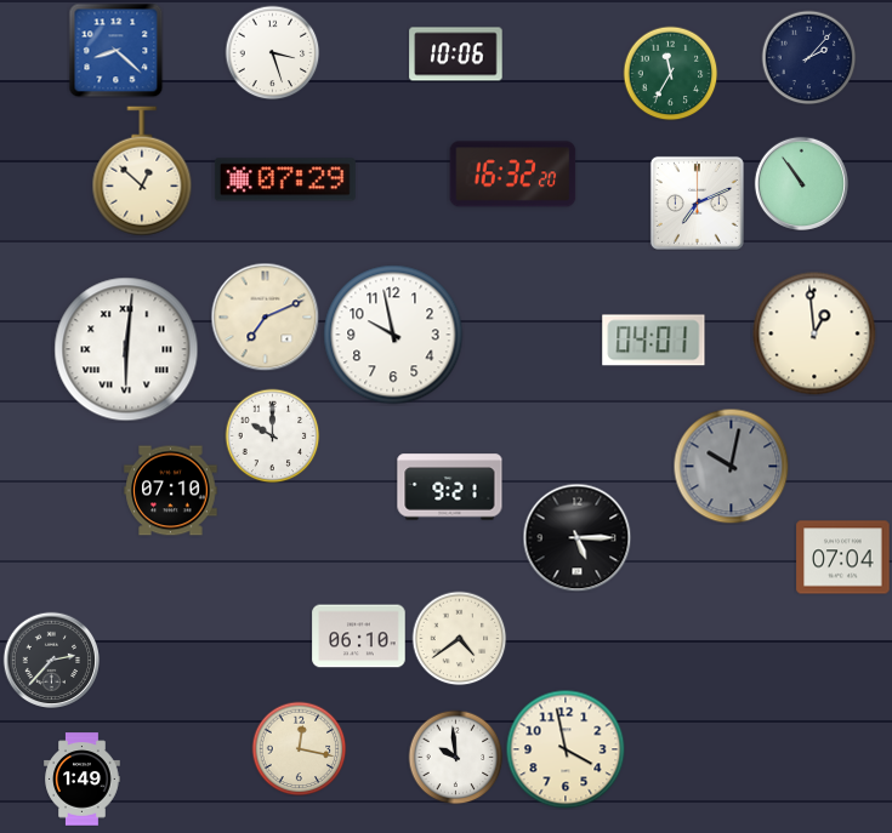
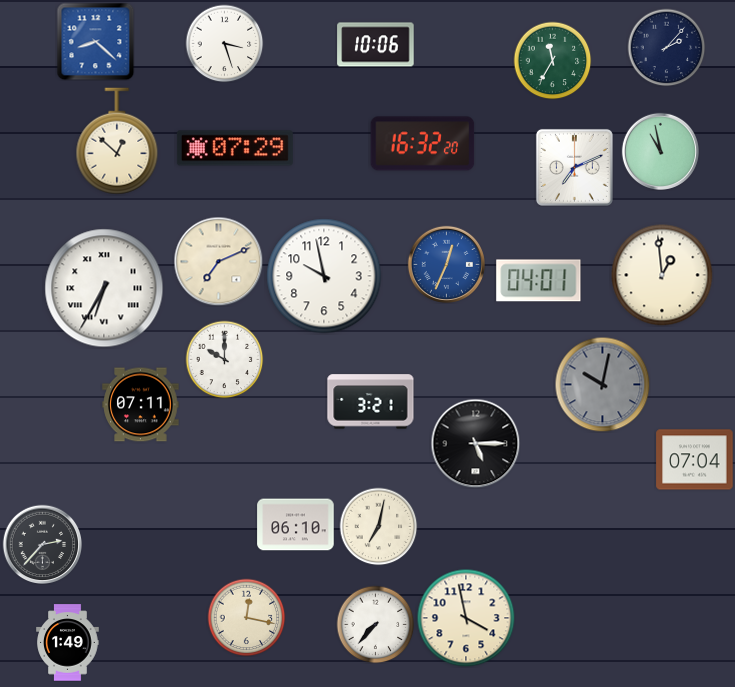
clock at (801, 183): 10:54 -> 10:58
clock at (446, 264): none -> 12:34
clock at (814, 333) position: (814, 333) -> (662, 275)
clock at (126, 349): 6:01 -> 6:35
clock at (450, 487): 9:21 -> 3:21
clock at (171, 491): 07:10 -> 07:11
clock at (459, 638): 4:39 -> 7:02
clock at (455, 757): 9:59 -> 7:37
